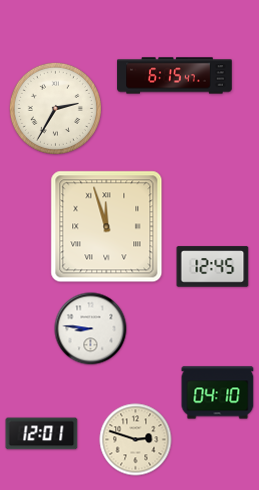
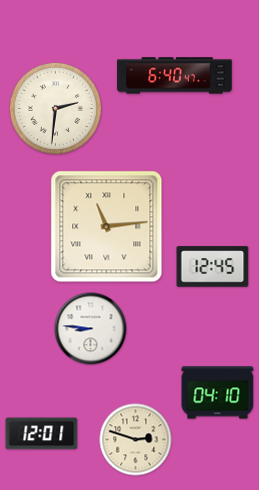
clock at (175, 76): 6:15 -> 6:40
clock at (55, 108): 2:35 -> 2:31
clock at (107, 227): 11:57 -> 11:14
